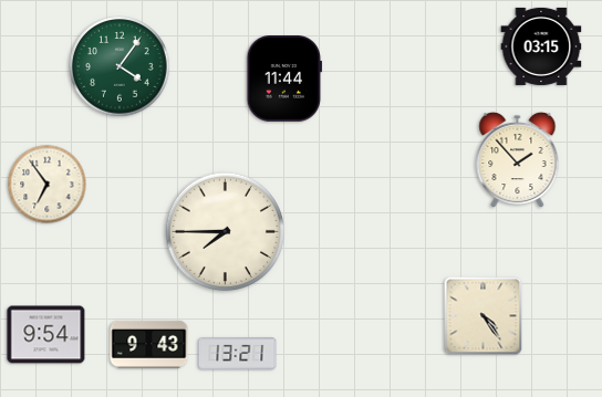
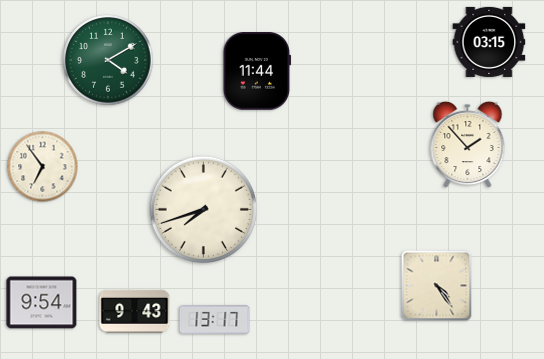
clock at (120, 66): 4:06 -> 4:10
clock at (226, 232): 7:45 -> 7:42
clock at (238, 354): 13:21 -> 13:17
